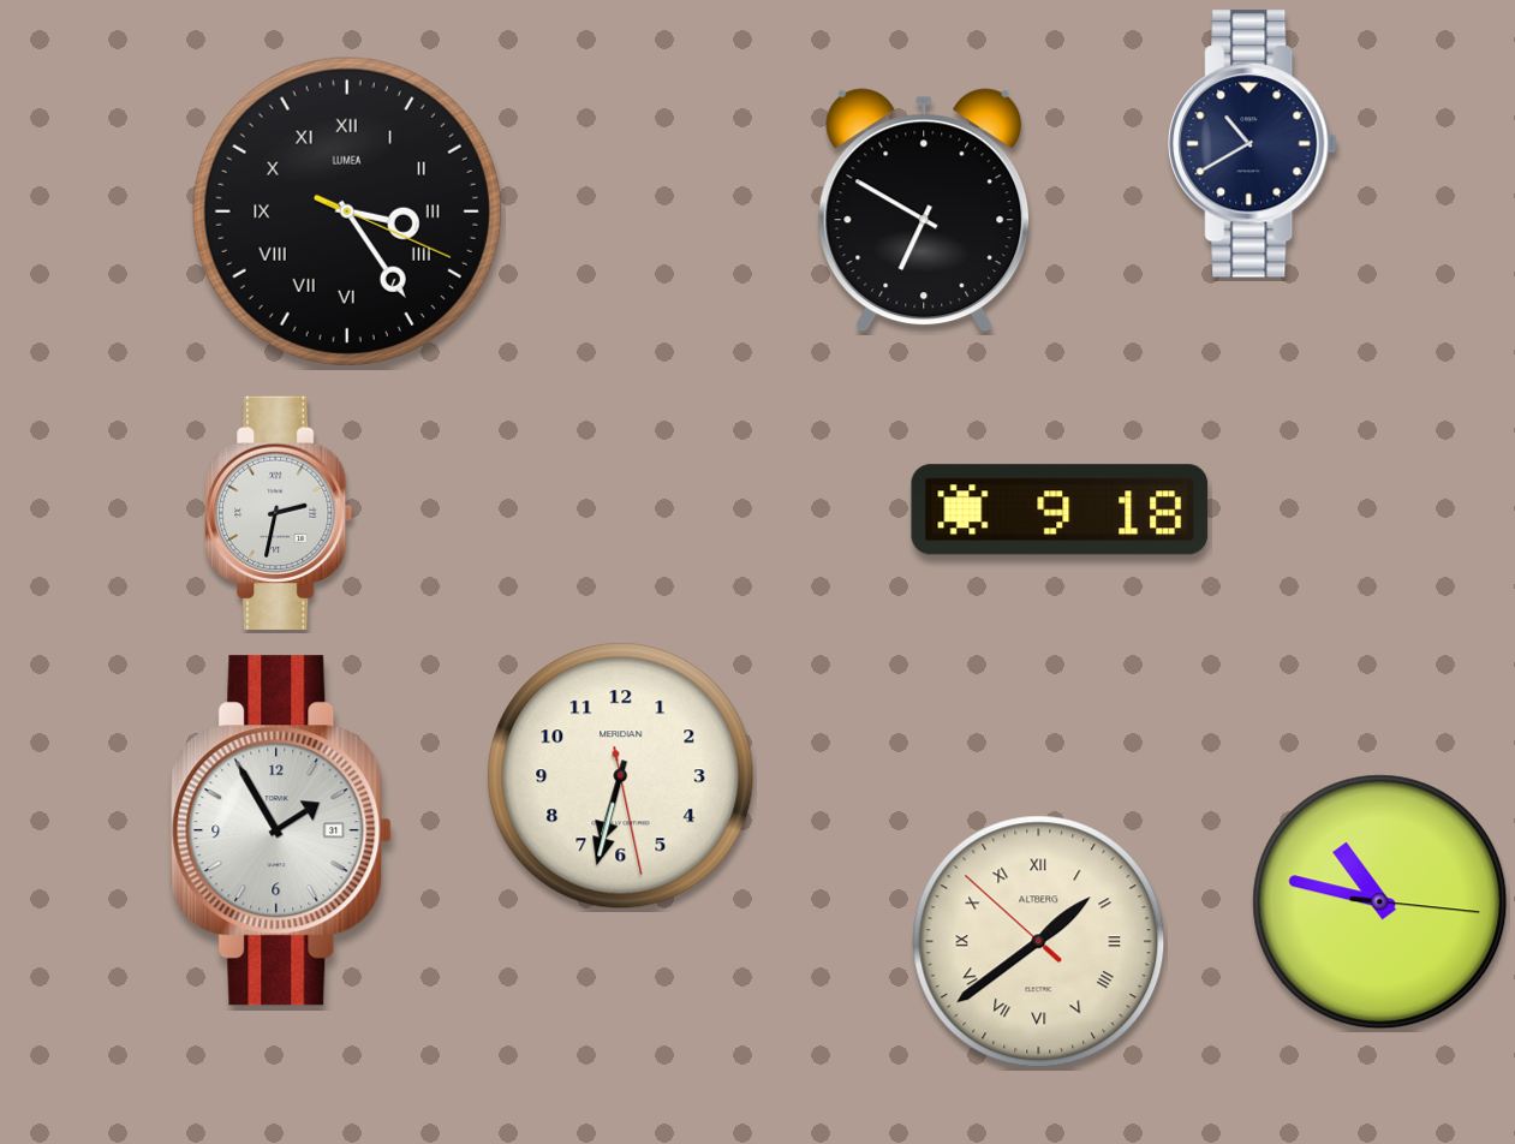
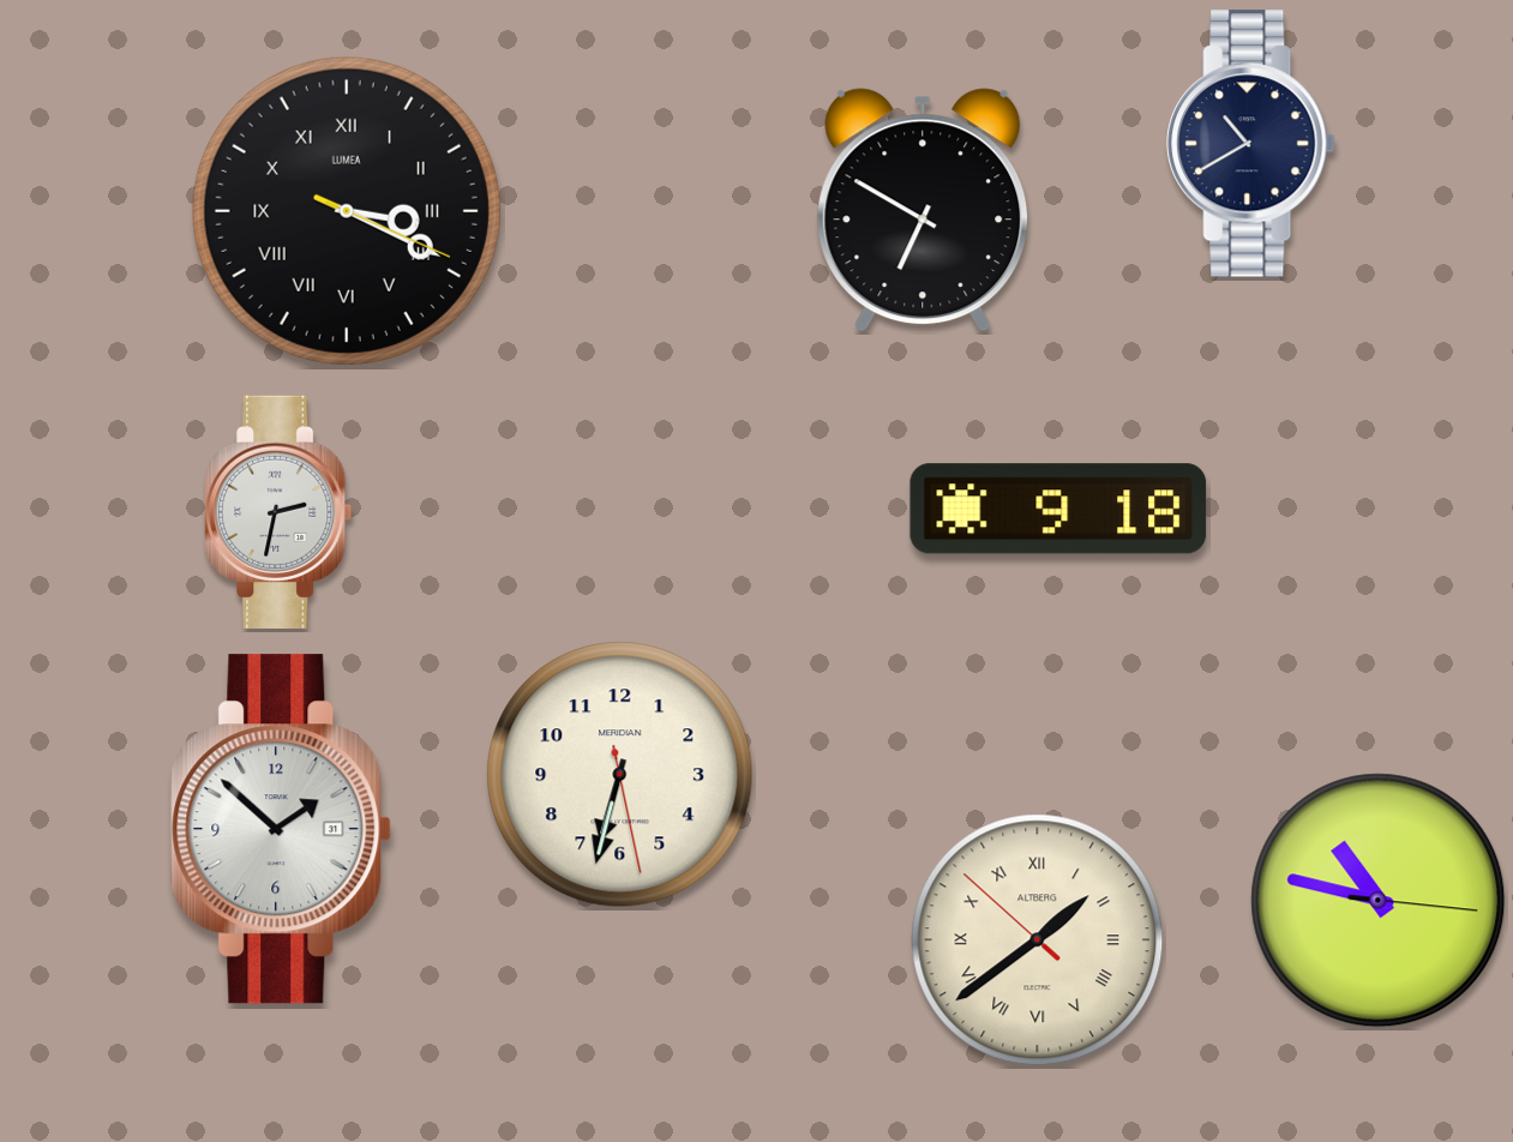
clock at (347, 211): 3:24 -> 3:19
clock at (281, 830): 1:55 -> 1:52
